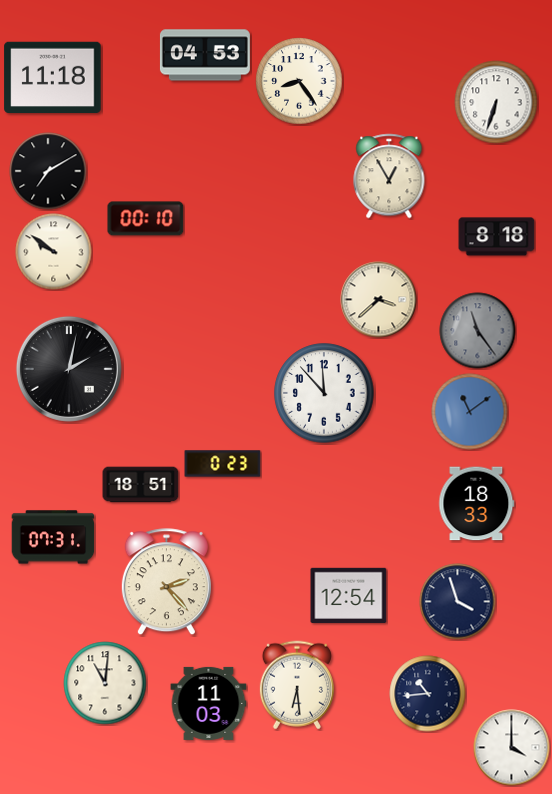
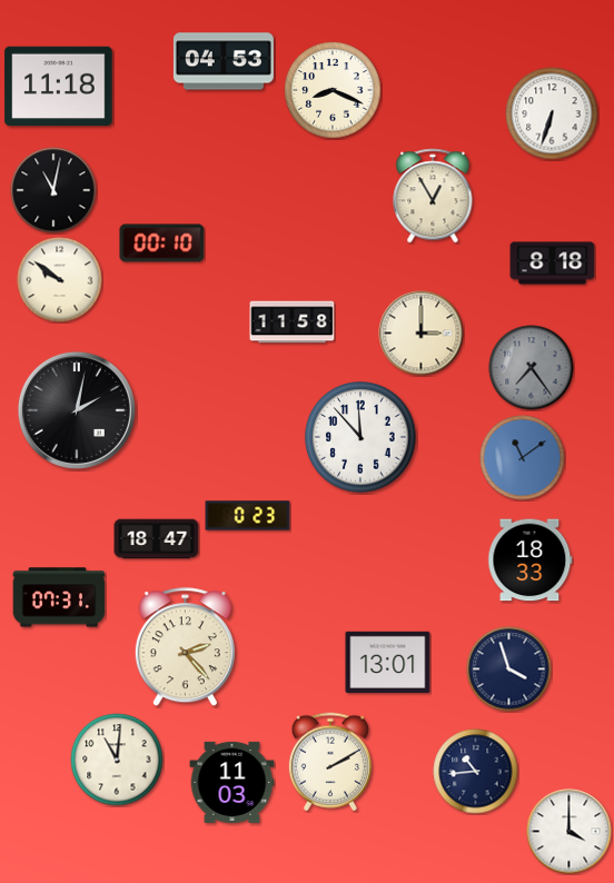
clock at (205, 55) position: (205, 55) -> (224, 61)
clock at (299, 81): 8:24 -> 8:19
clock at (48, 171): 7:10 -> 11:02
clock at (293, 323): none -> 11:58
clock at (379, 300): 3:38 -> 3:00
clock at (478, 331): 11:24 -> 7:24
clock at (141, 485): 18:51 -> 18:47
clock at (349, 595): 12:54 -> 13:01
clock at (297, 685): 6:29 -> 2:10
